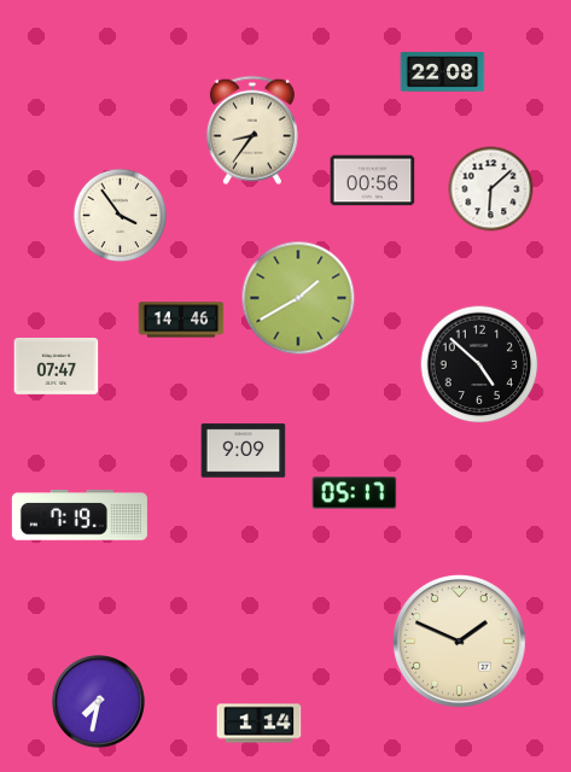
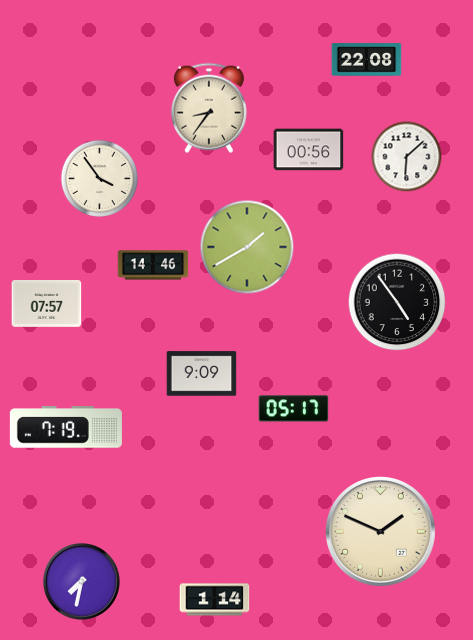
clock at (181, 320) position: (181, 320) -> (153, 265)
clock at (479, 364): 4:52 -> 4:54
clock at (57, 367): 07:47 -> 07:57
